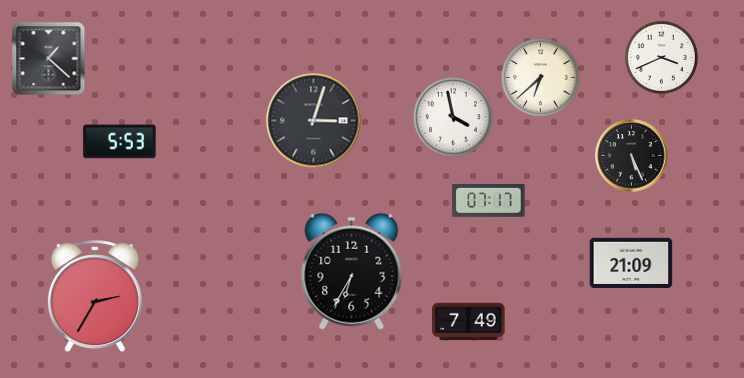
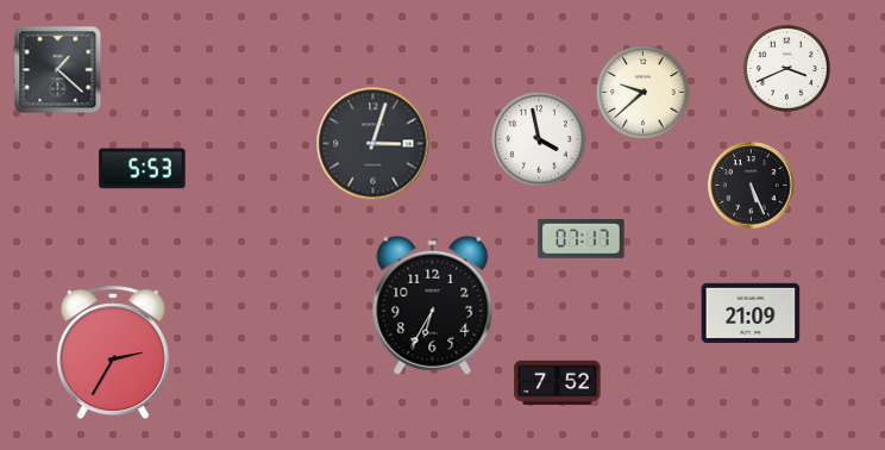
clock at (541, 78): 6:38 -> 9:38
clock at (352, 271) position: (352, 271) -> (433, 305)
clock at (469, 322): 7:49 -> 7:52
